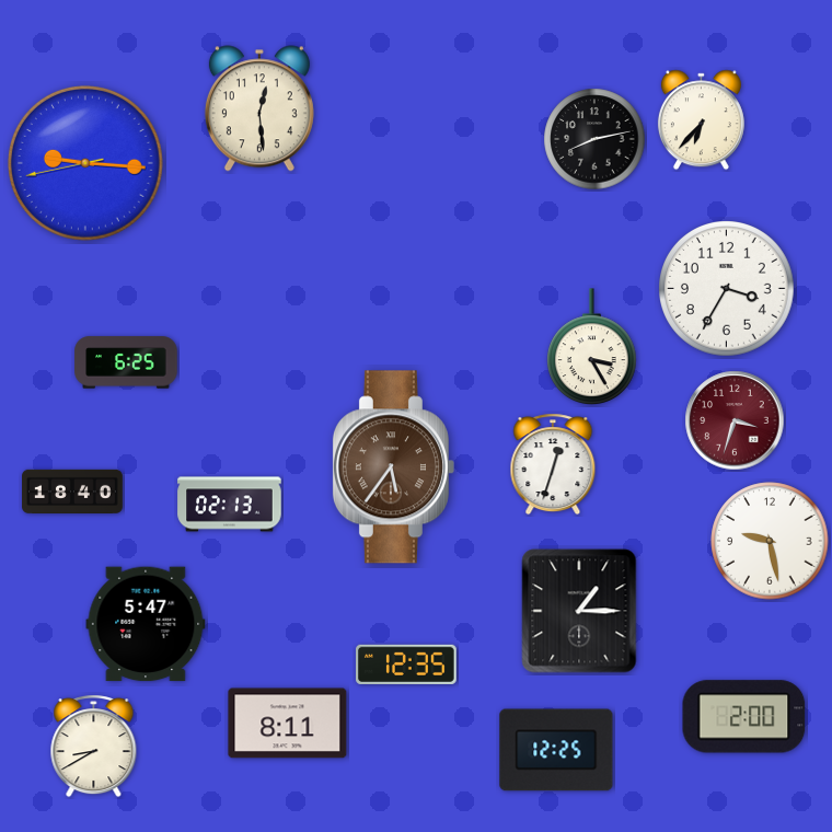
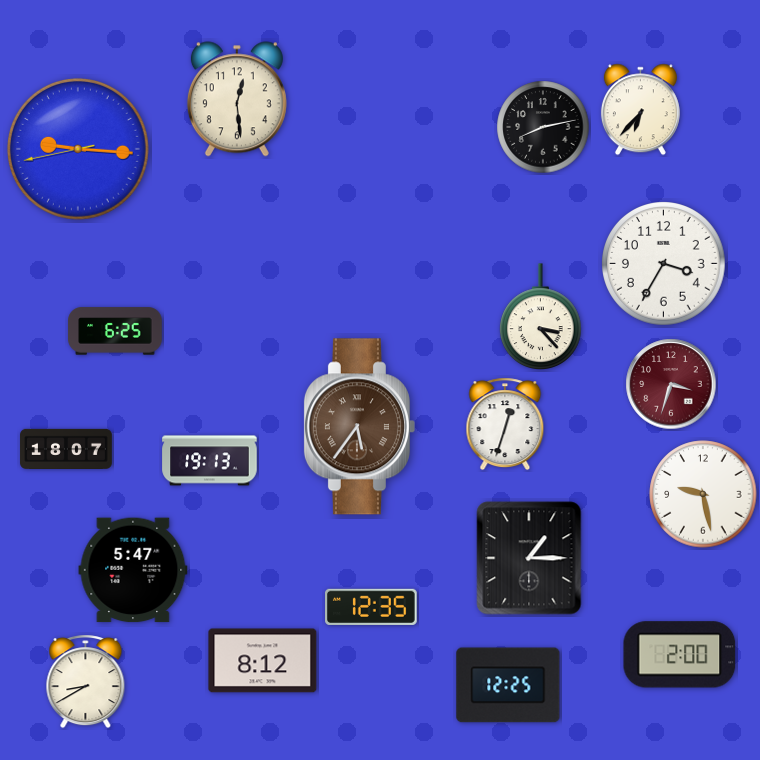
clock at (592, 346): 3:25 -> 3:23
clock at (72, 490): 18:40 -> 18:07
clock at (230, 505): 02:13 -> 19:13
clock at (288, 724): 8:11 -> 8:12
